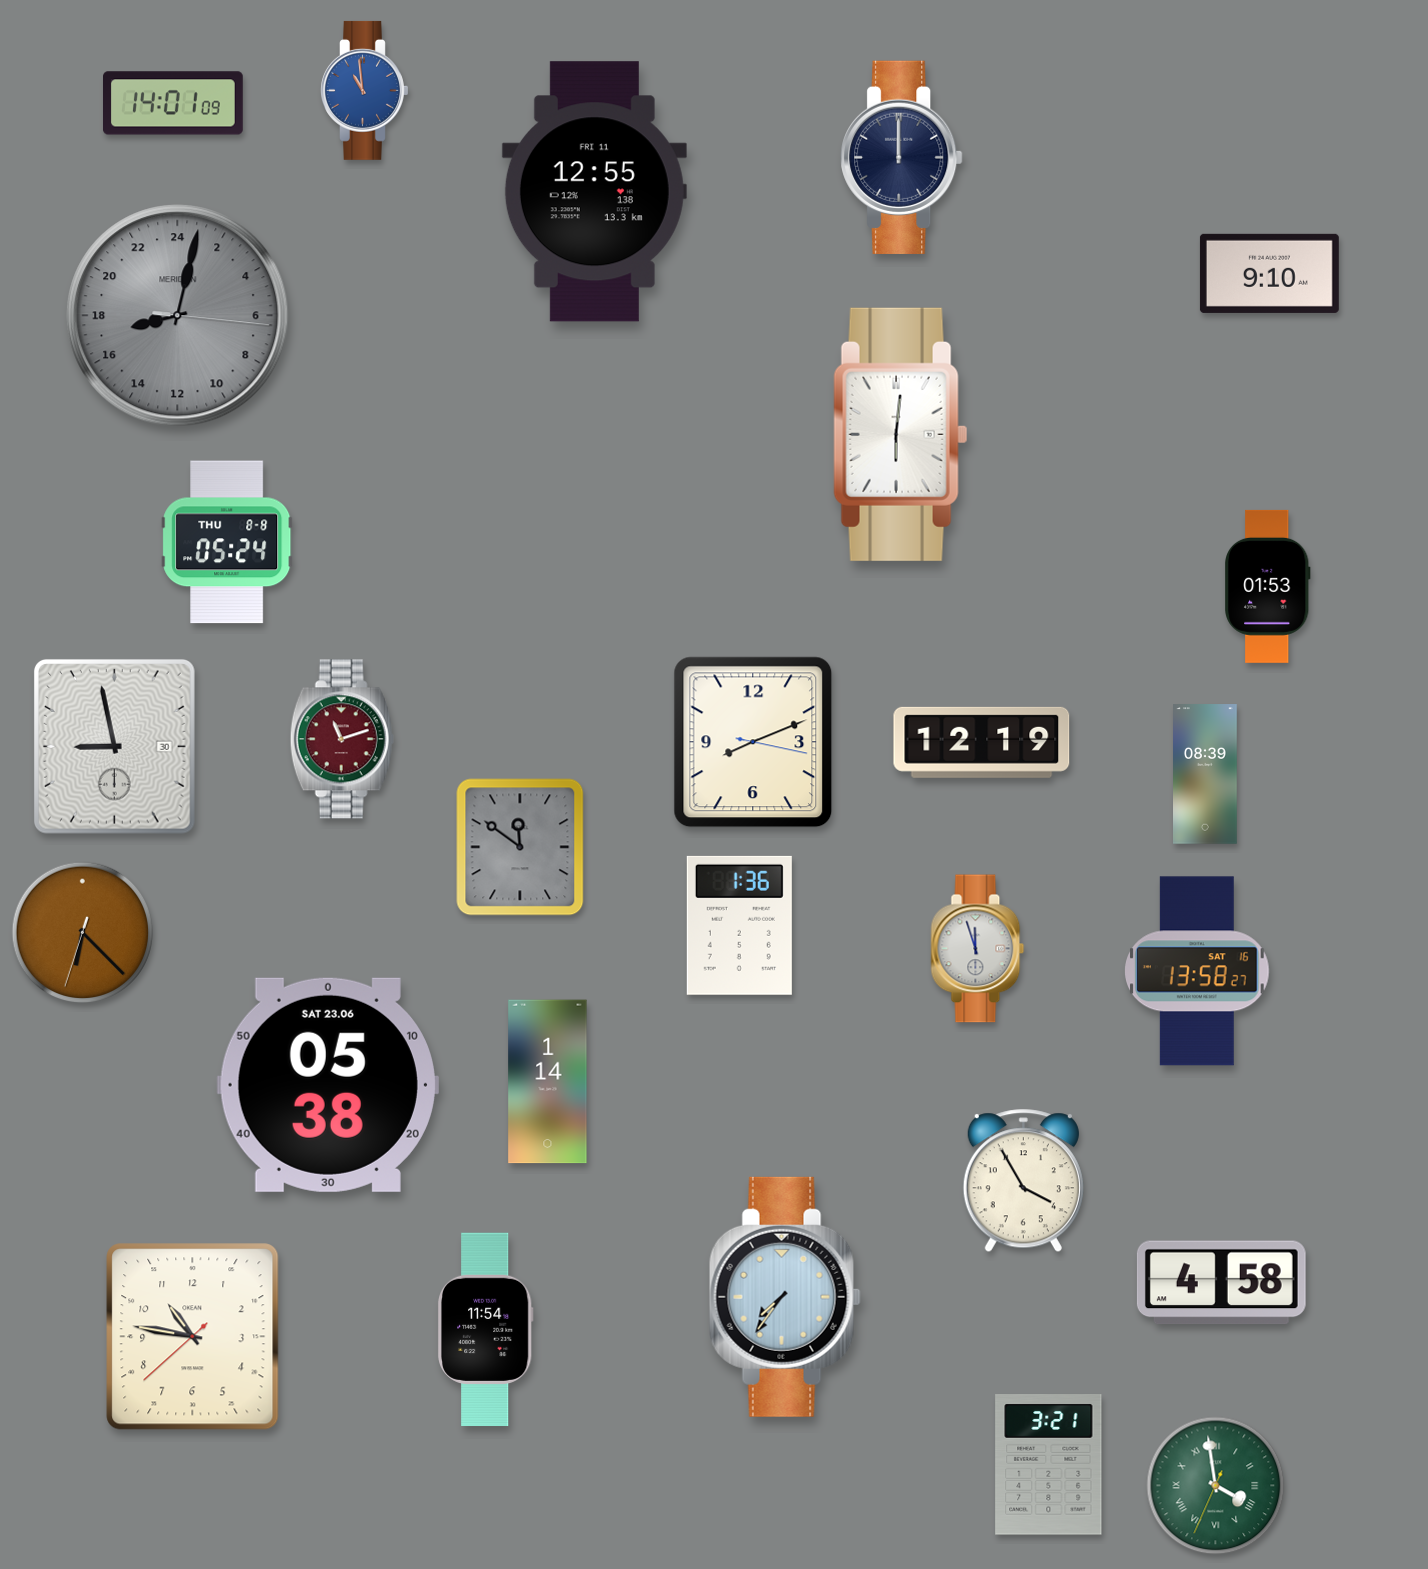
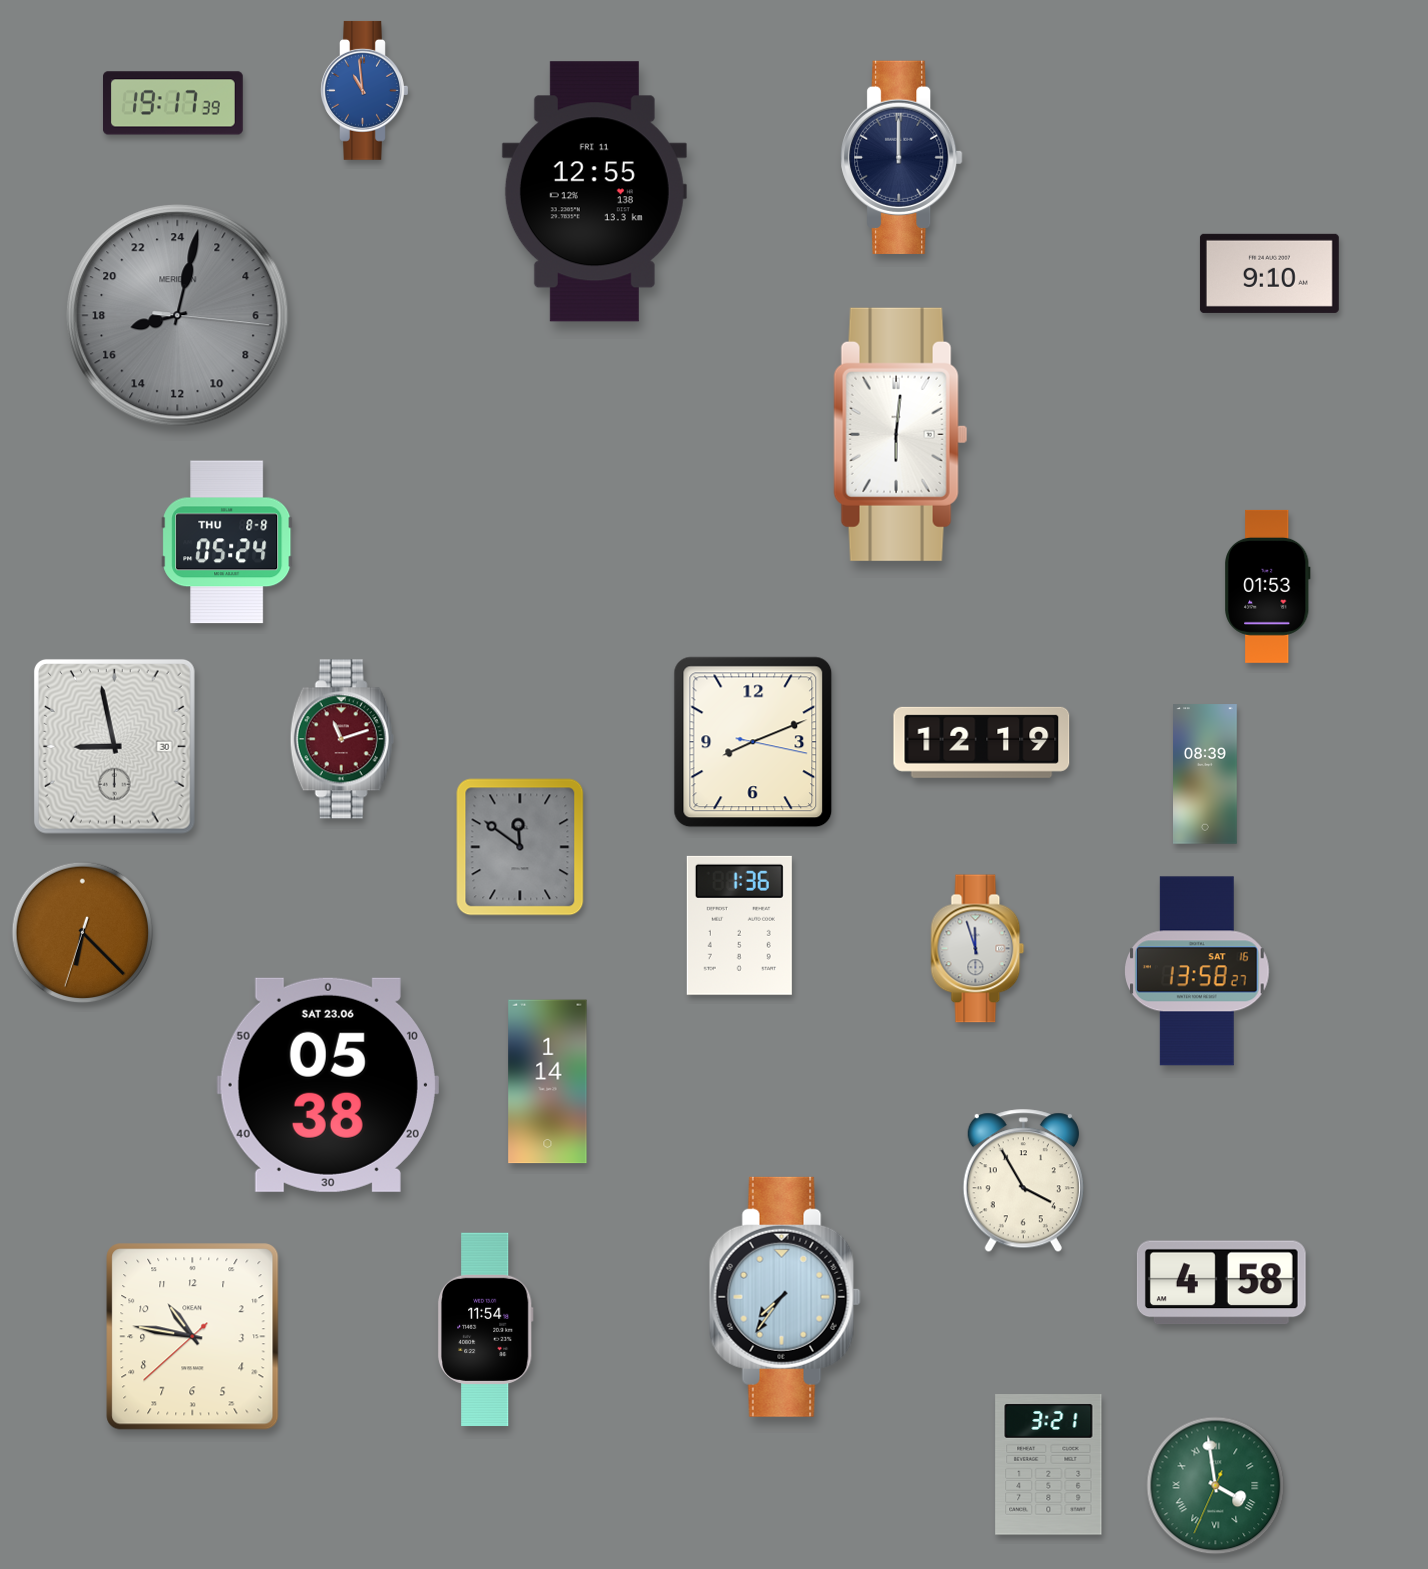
clock at (174, 103): 14:01 -> 19:17
